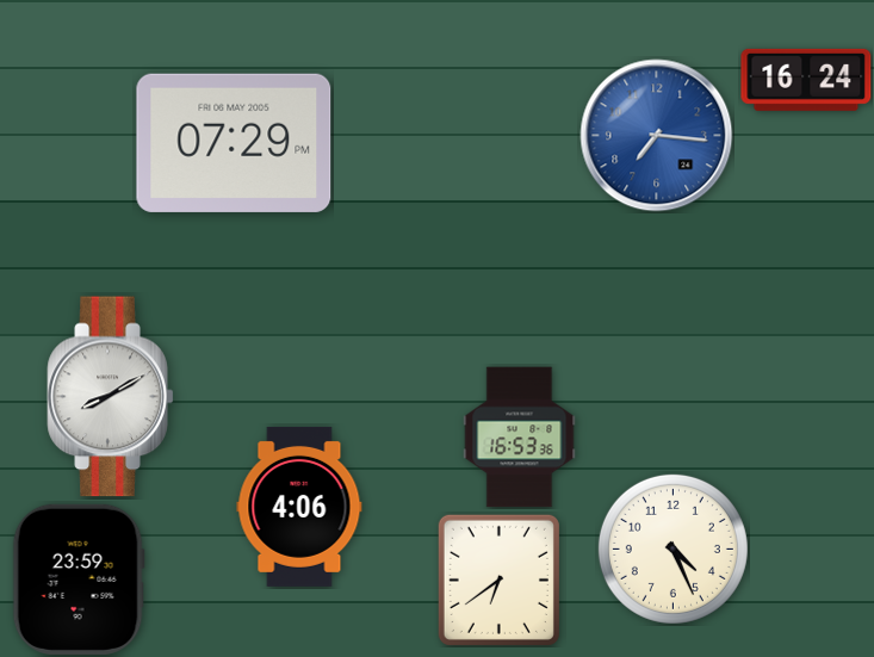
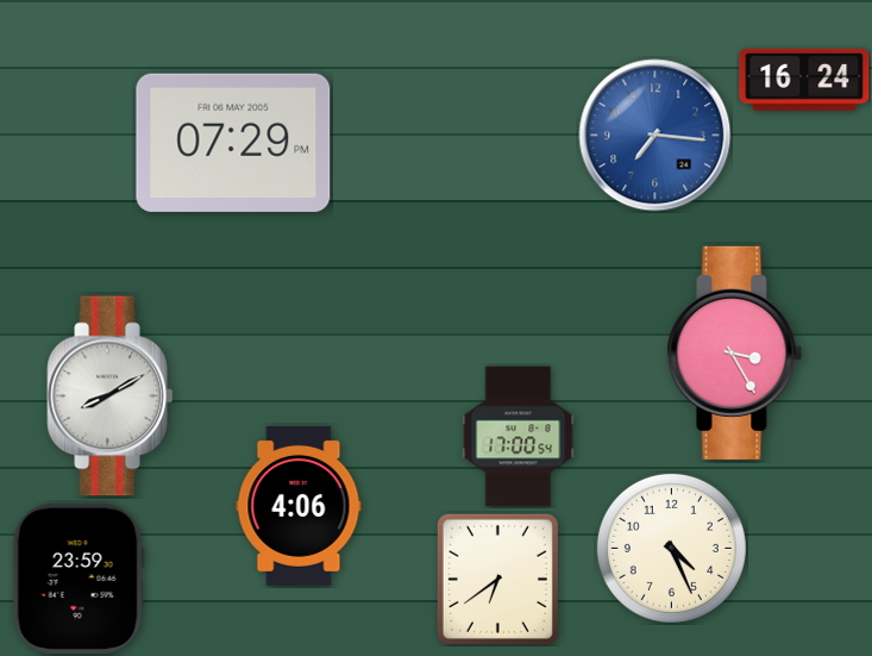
clock at (735, 352): none -> 3:25
clock at (520, 438): 16:53 -> 17:00
